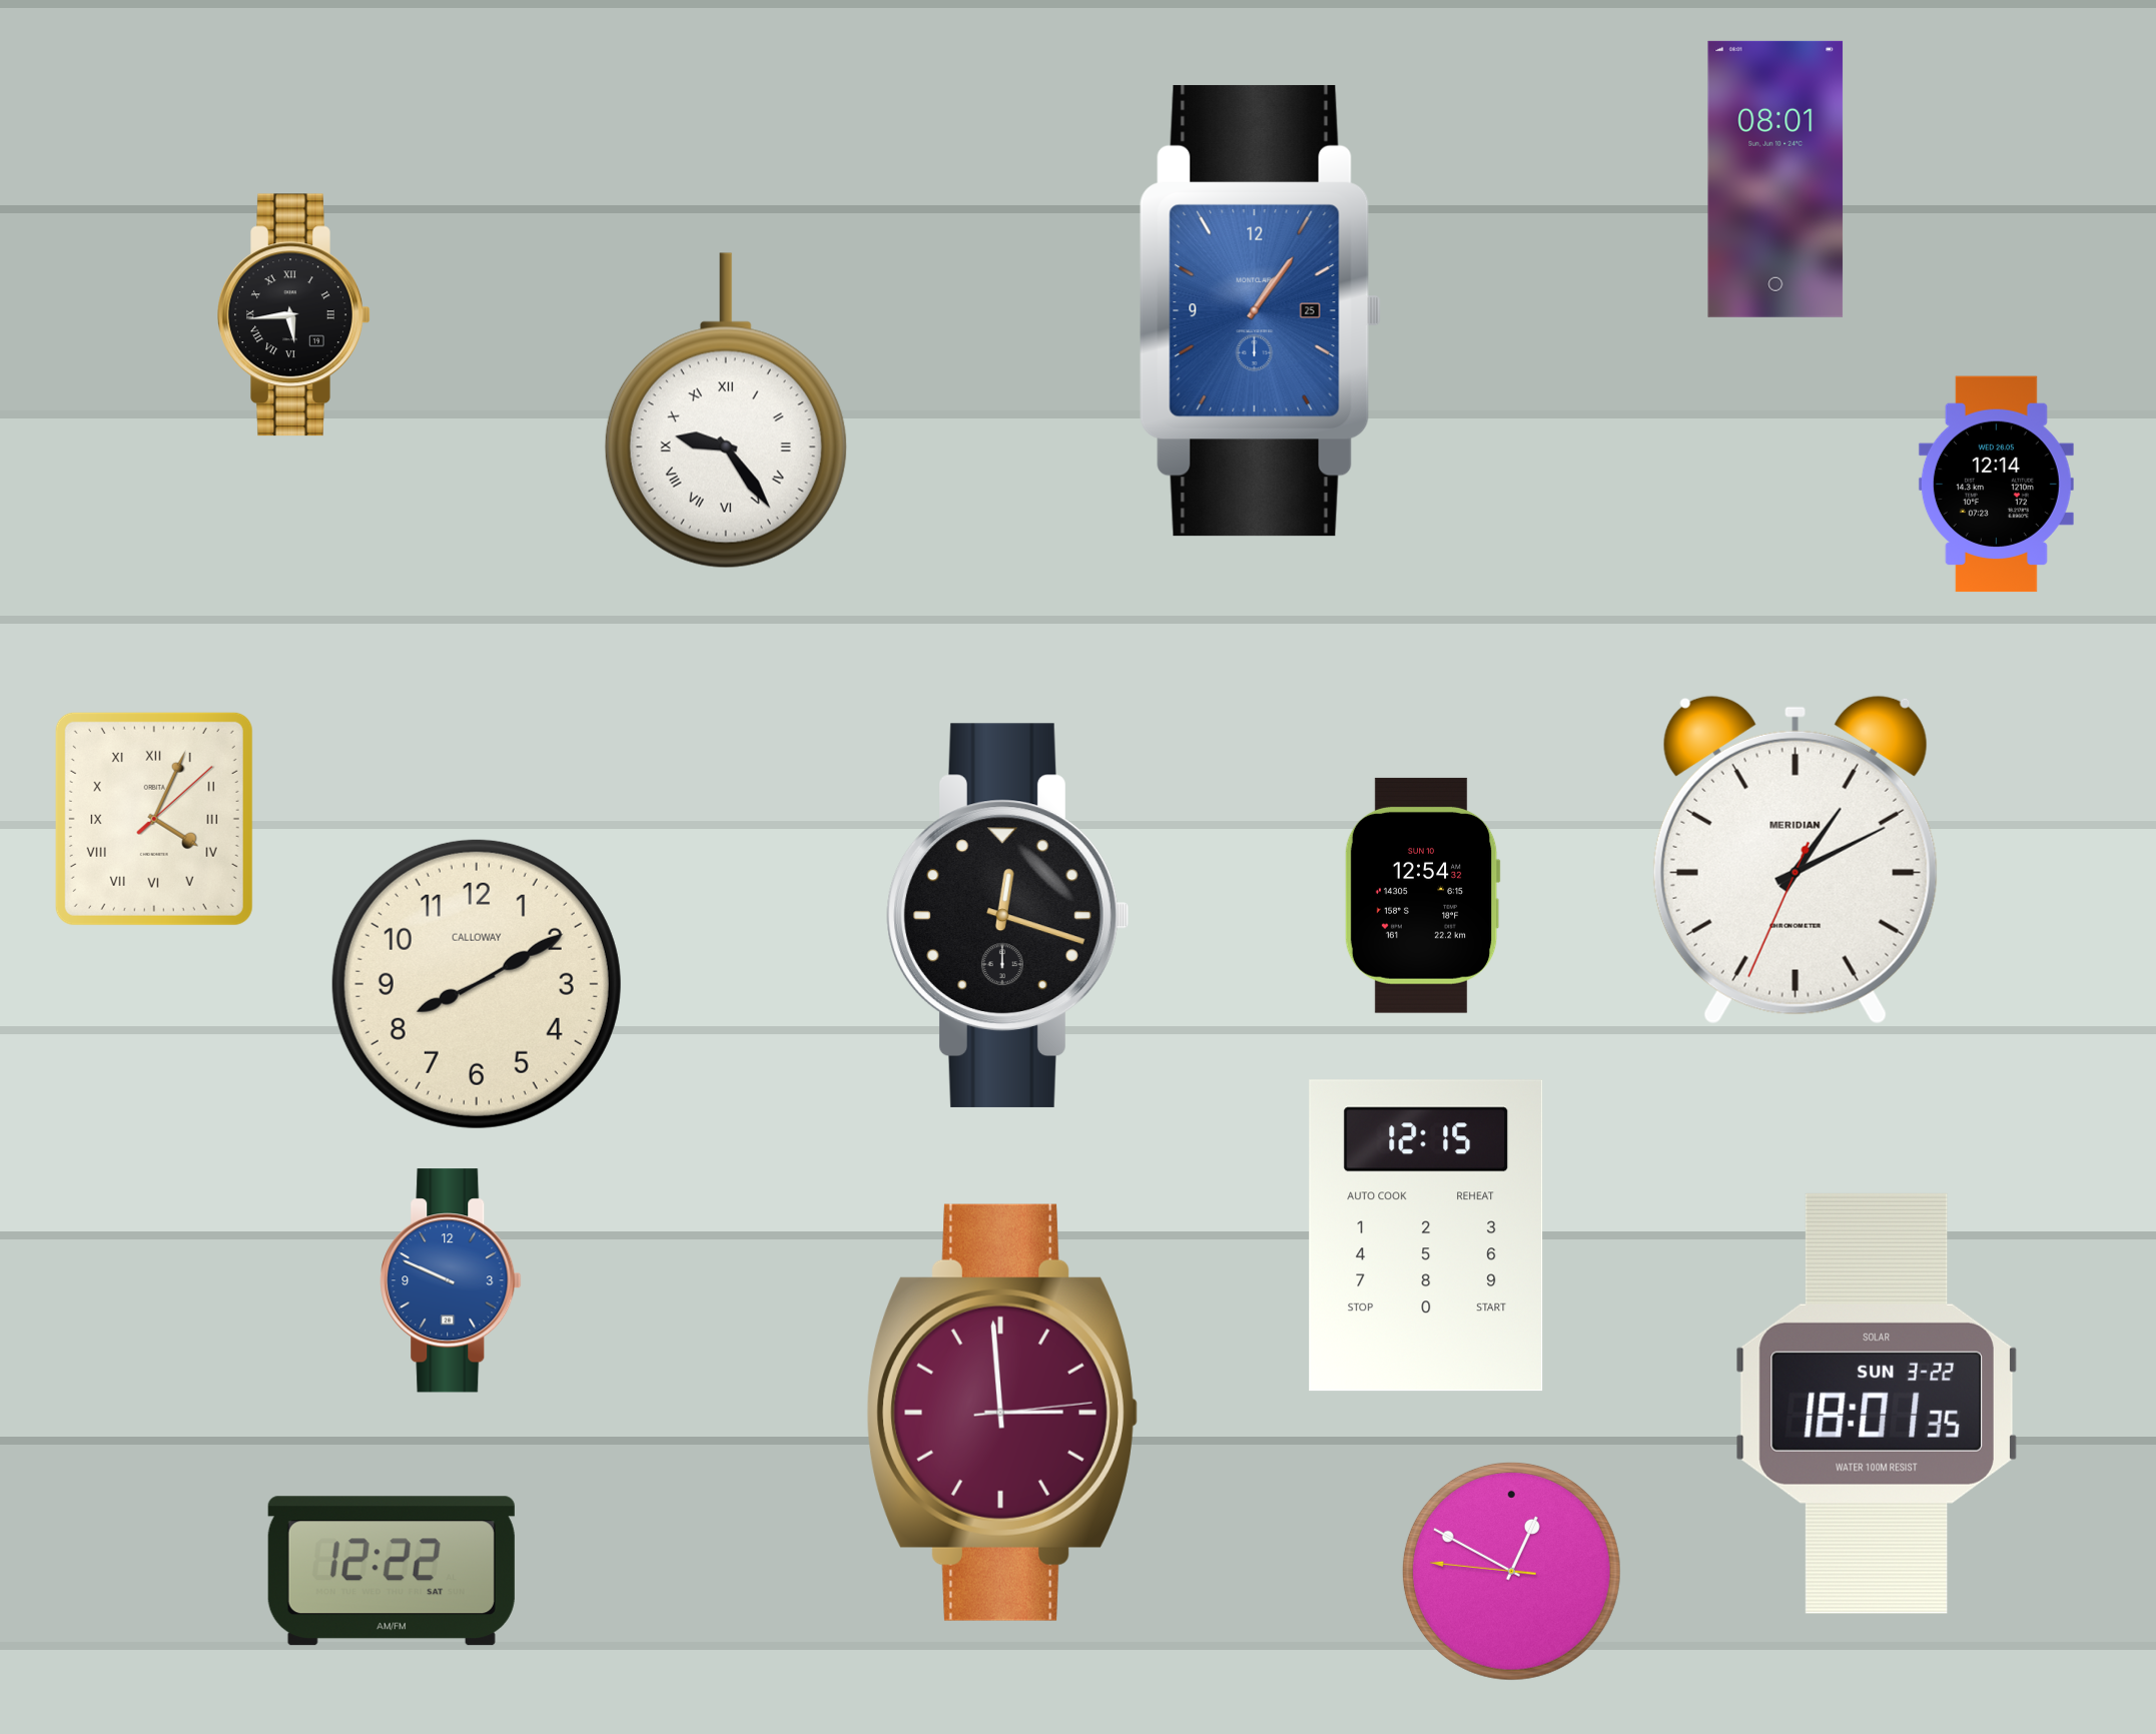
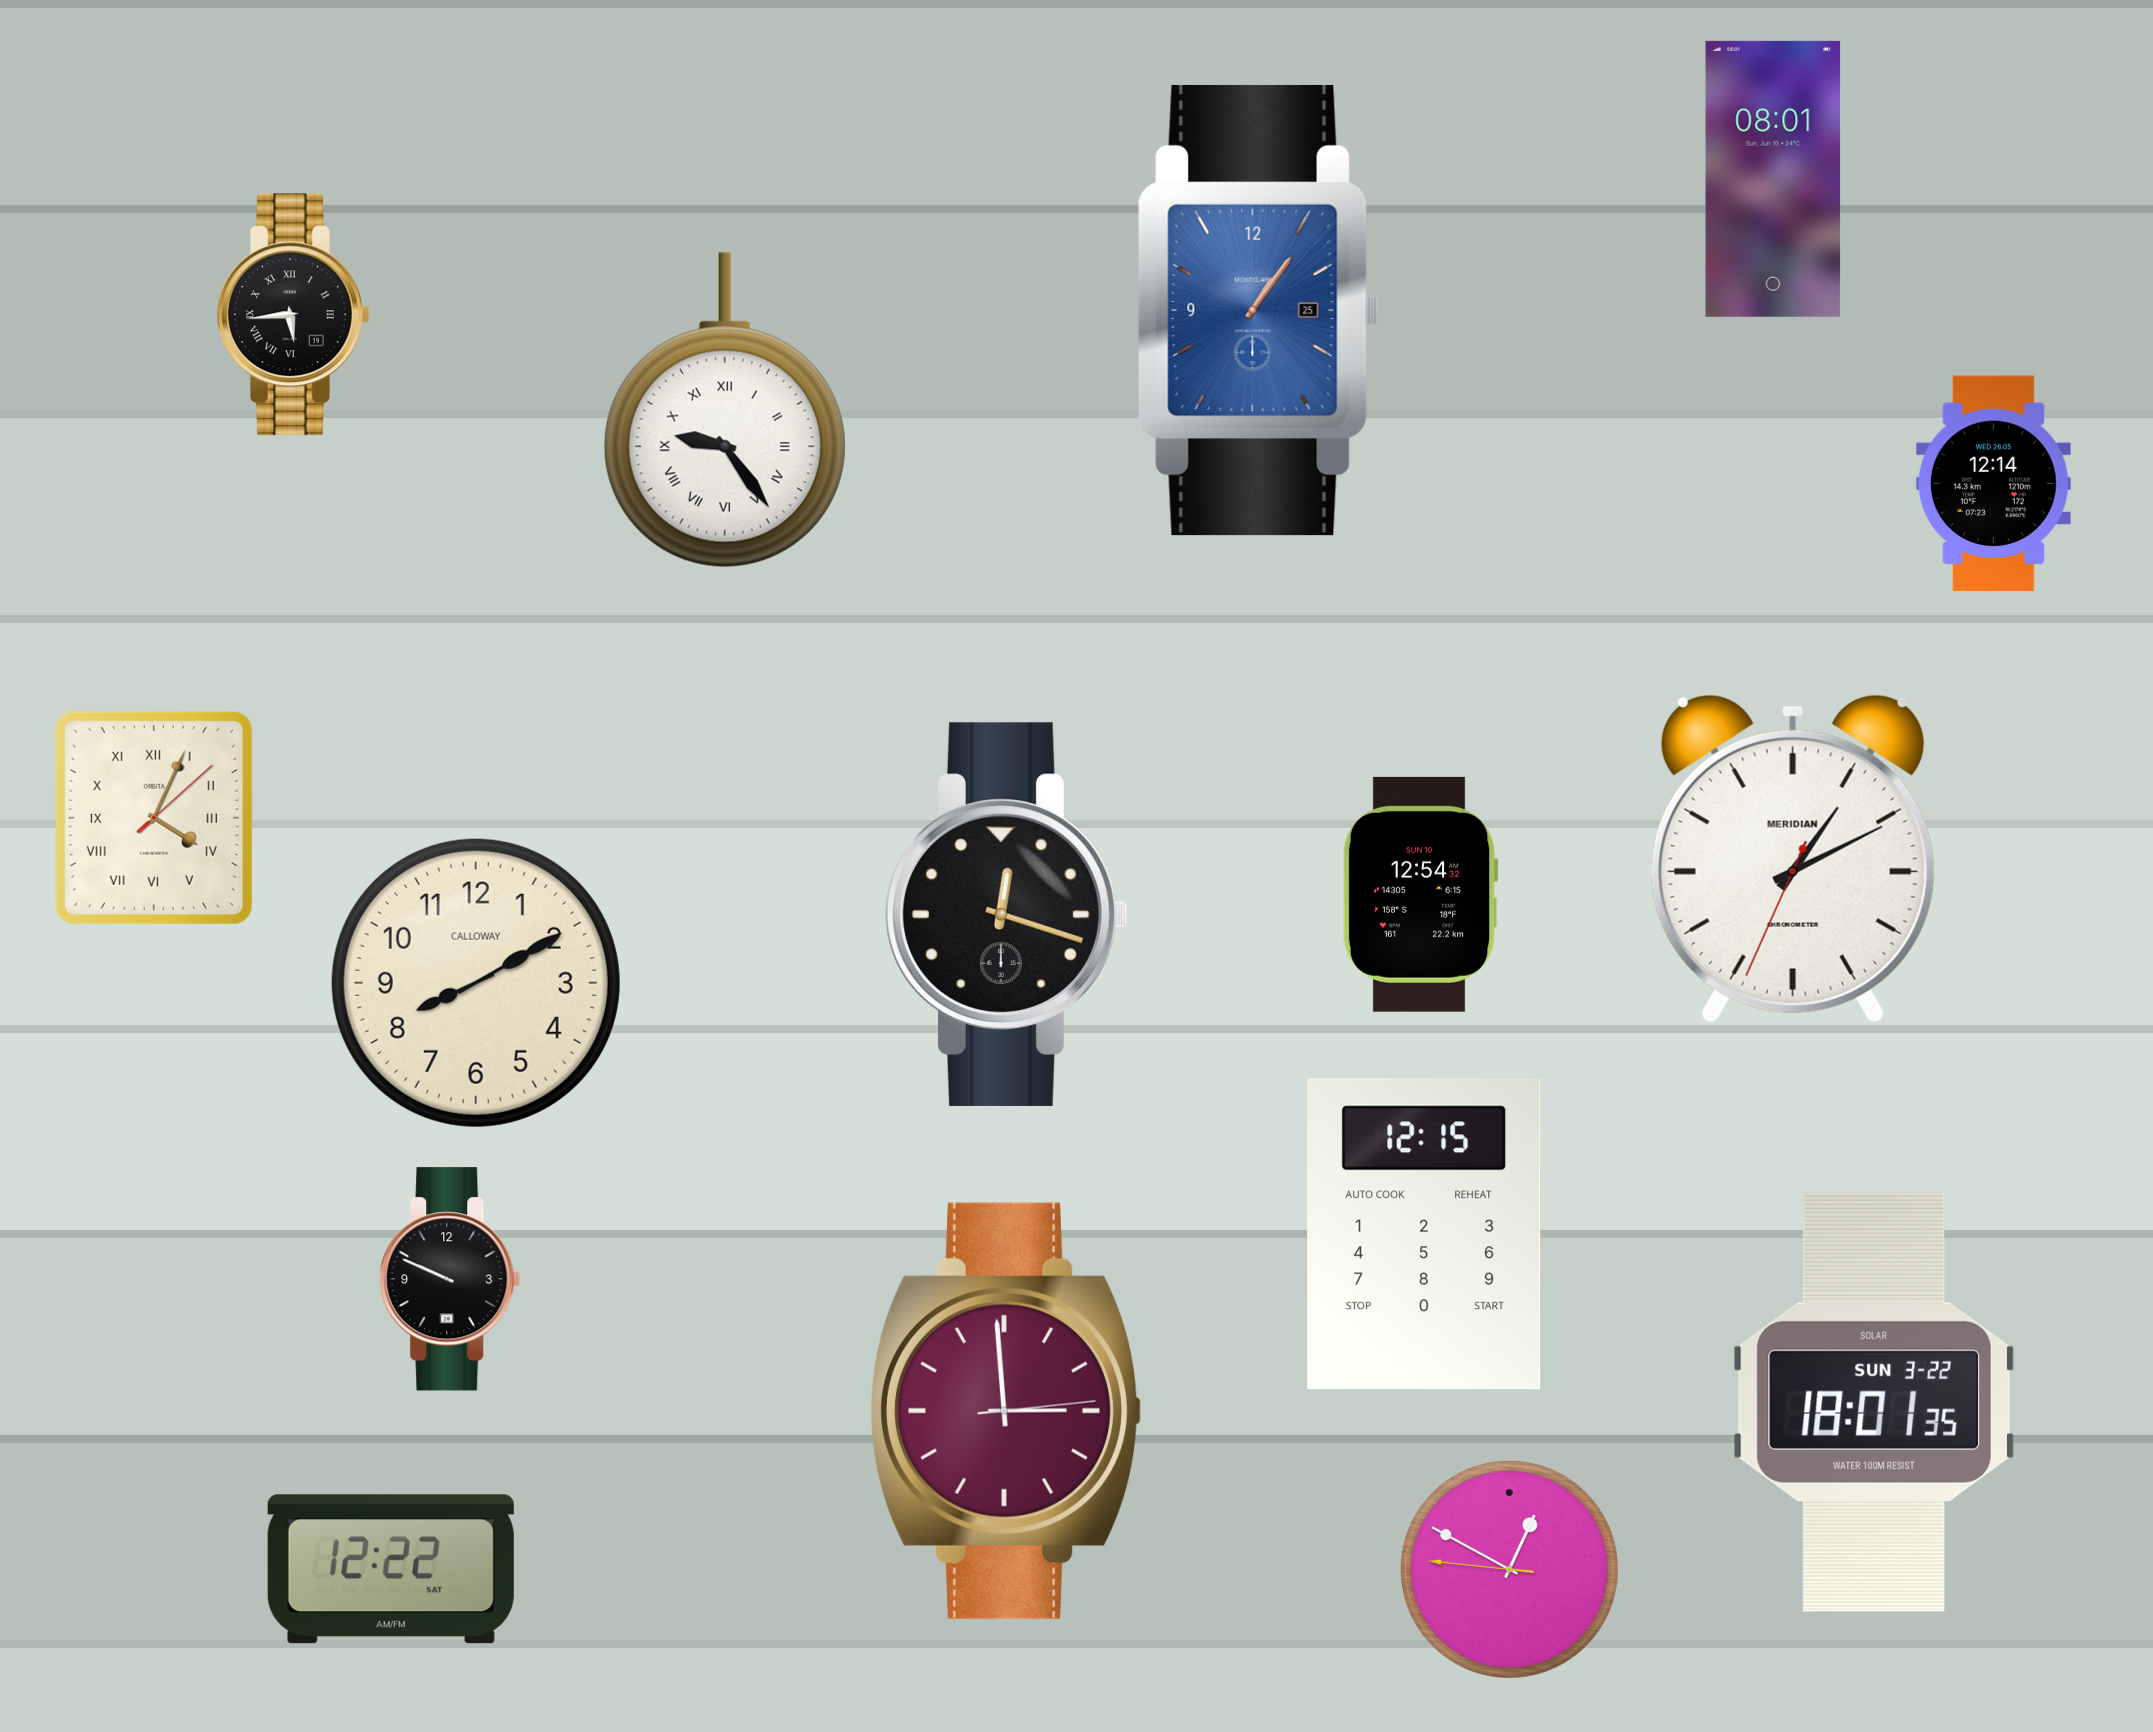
clock at (451, 1280) dial: blue -> black
clock at (1001, 1413) position: (1001, 1413) -> (1005, 1411)
